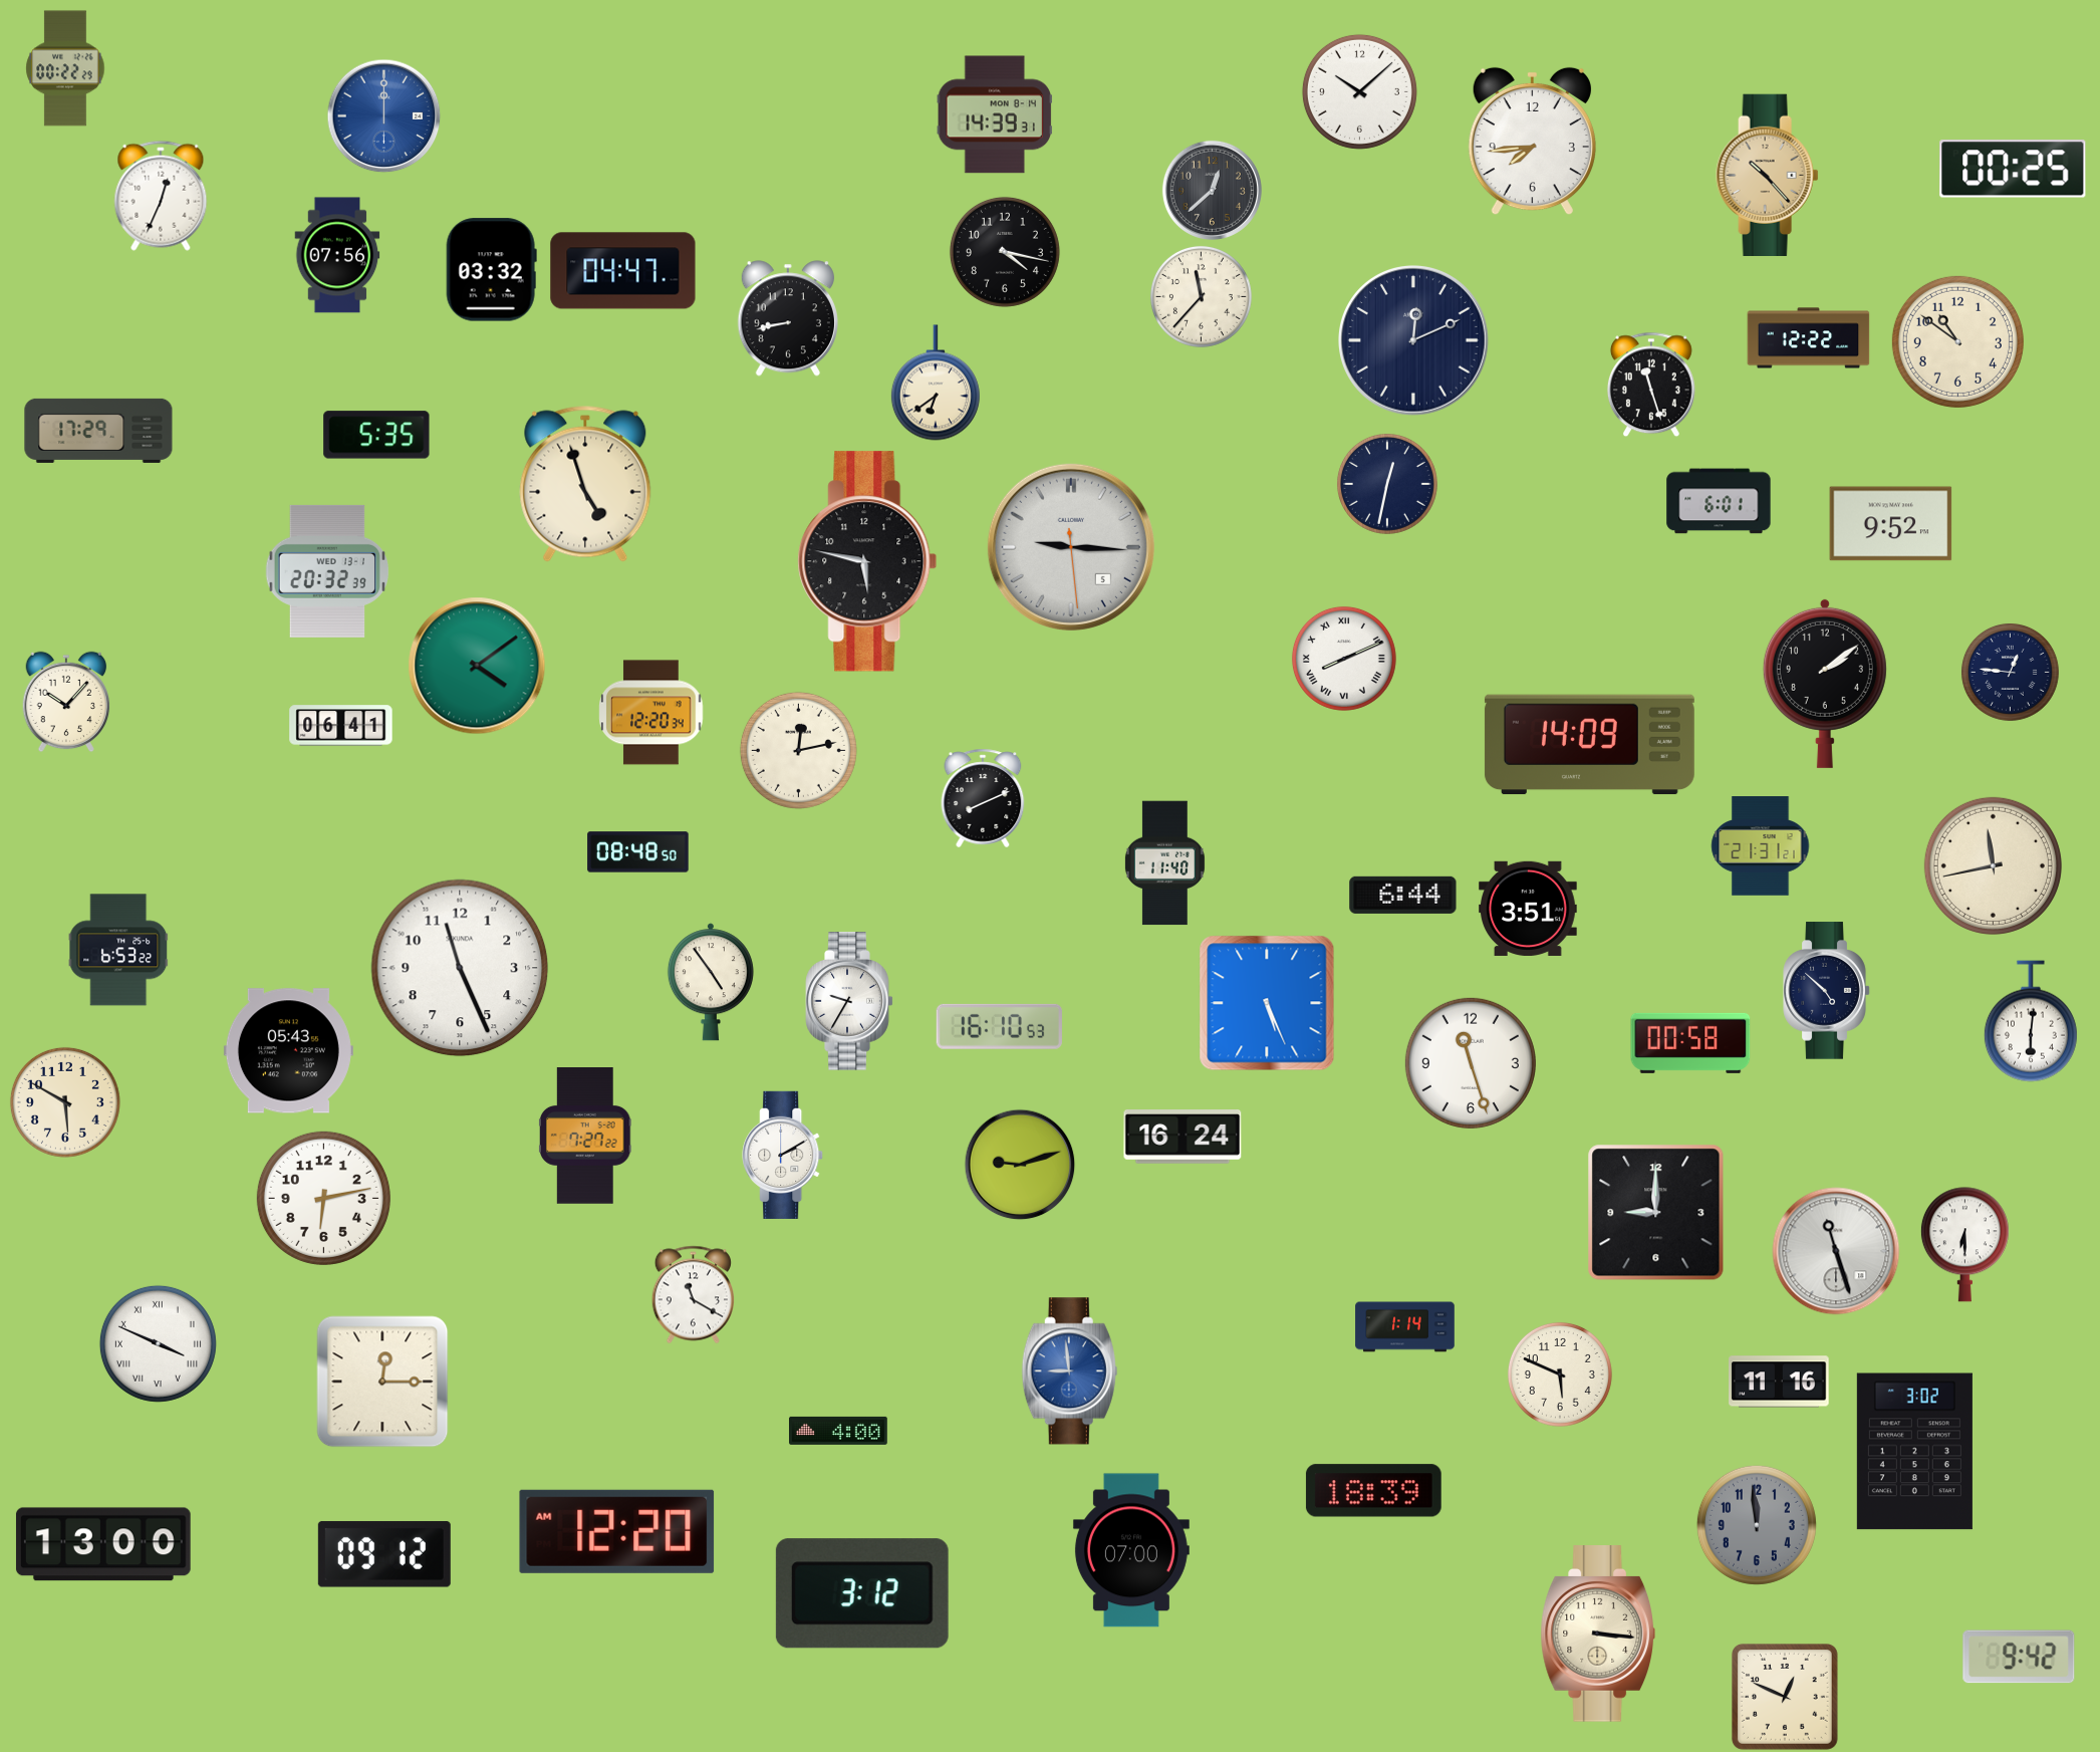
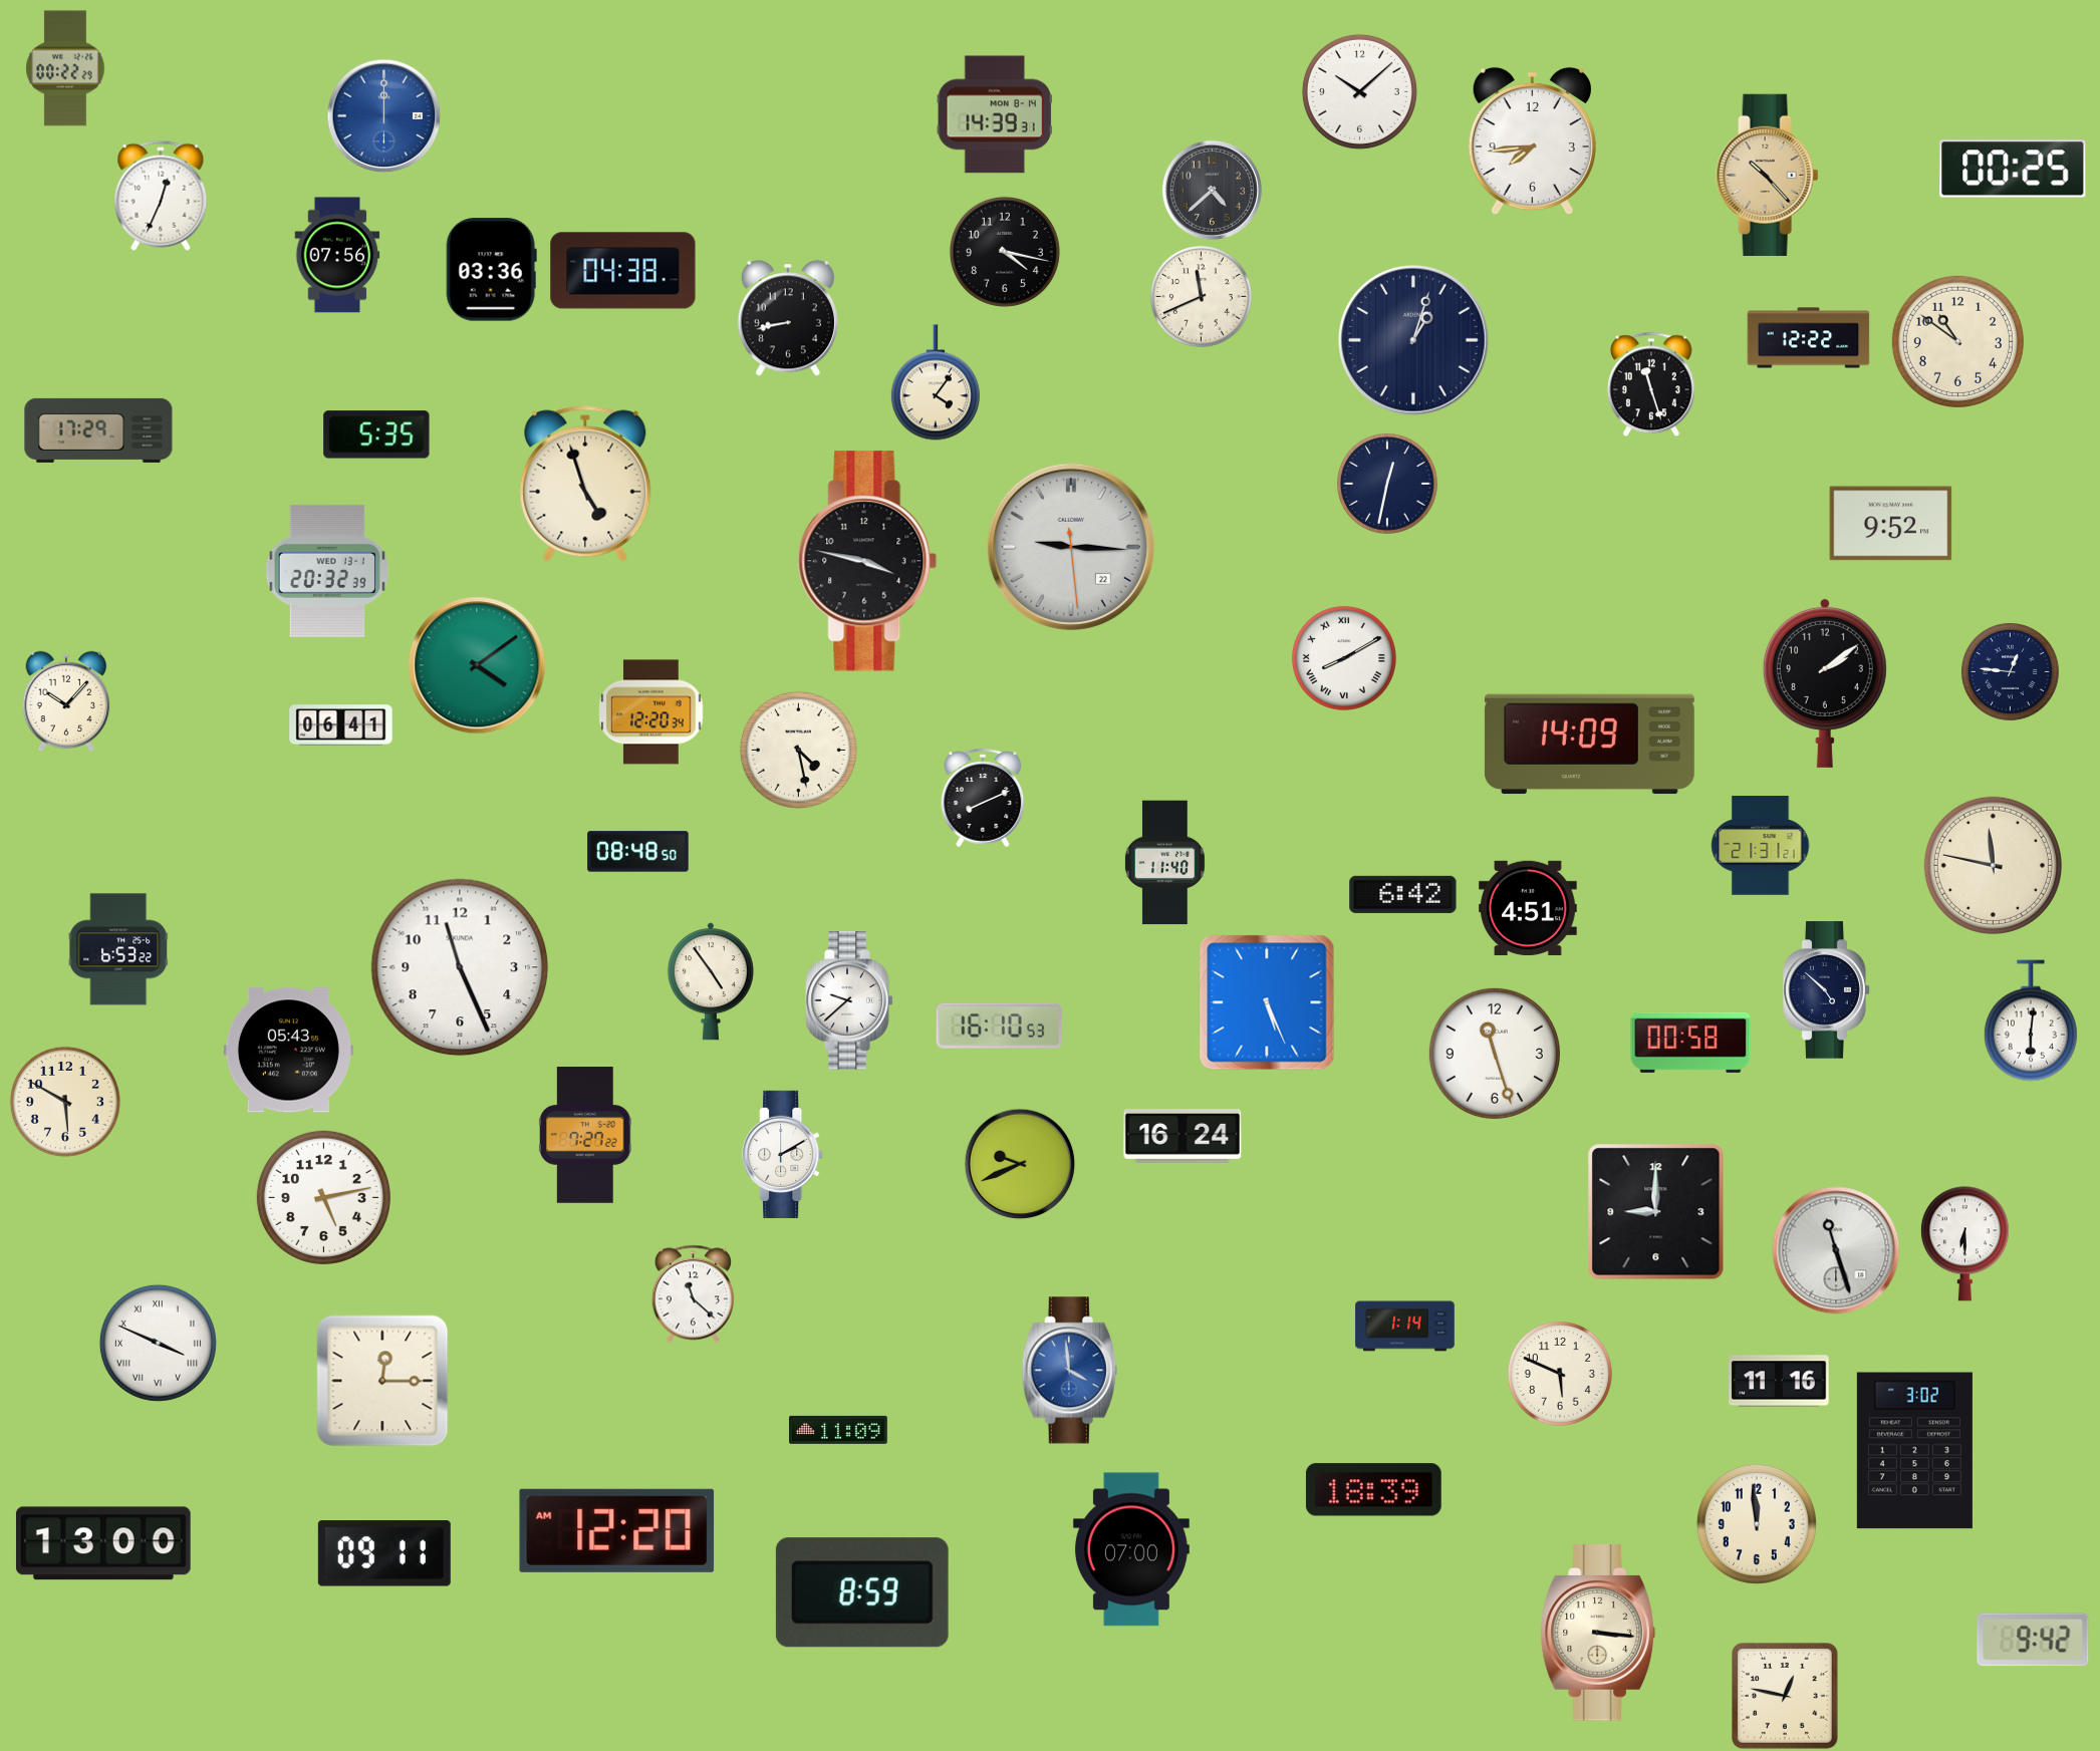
clock at (1212, 190): 12:38 -> 4:38
clock at (491, 270): 03:32 -> 03:36
clock at (623, 271): 04:47 -> 04:38
clock at (1201, 296): 11:37 -> 11:41
clock at (1414, 341): 12:11 -> 1:03
clock at (936, 383): 6:39 -> 4:06
clock at (1719, 501): 6:01 -> none
clock at (1071, 547) date: 5 -> 22
clock at (867, 561): 5:47 -> 3:47
clock at (1344, 659): 8:11 -> 8:10
clock at (798, 750): 12:13 -> 4:28
clock at (1993, 865): 11:43 -> 11:47
clock at (1403, 895): 6:44 -> 6:42
clock at (1529, 909): 3:51 -> 4:51
clock at (849, 1001): 9:35 -> 9:38
clock at (1471, 1063) position: (1471, 1063) -> (1495, 1054)
clock at (1020, 1165): 9:12 -> 9:41
clock at (323, 1198): 6:13 -> 5:13
clock at (693, 1295): 11:20 -> 11:22
clock at (1069, 1371): 8:59 -> 3:59
clock at (838, 1431): 4:00 -> 11:09
clock at (1757, 1525) dial: grey -> cream
clock at (384, 1554): 09:12 -> 09:11
clock at (862, 1593): 3:12 -> 8:59
clock at (2019, 1657) position: (2019, 1657) -> (2033, 1640)
clock at (1785, 1697): 12:49 -> 12:47
